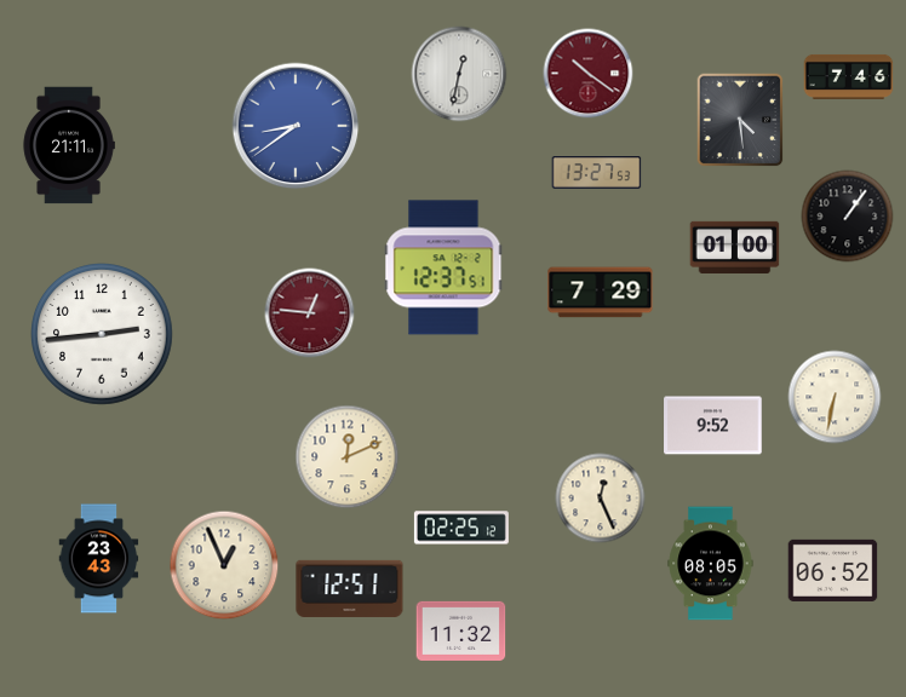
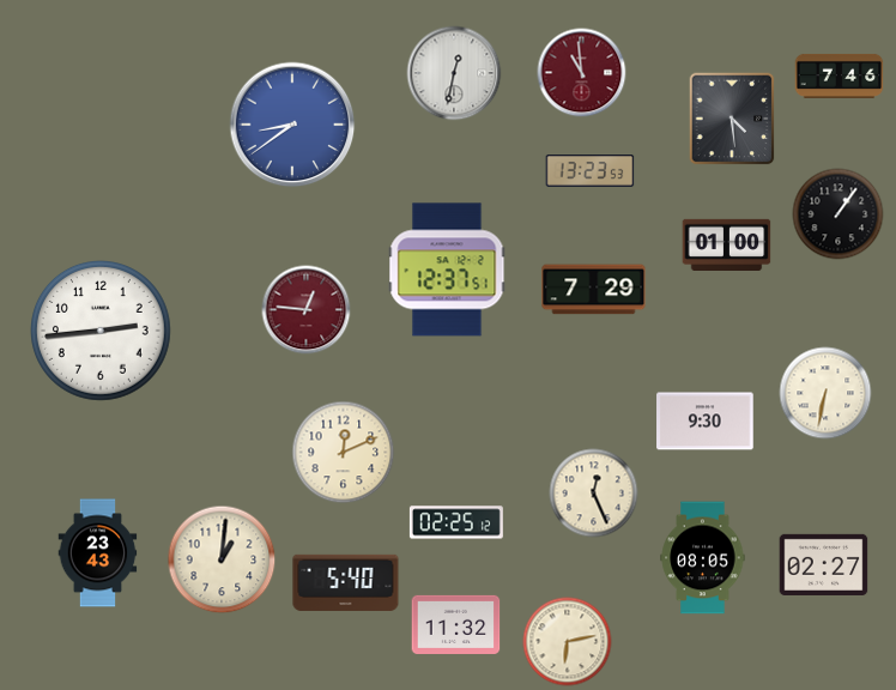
clock at (589, 74): 10:21 -> 10:59
clock at (69, 145): 21:11 -> none
clock at (597, 173): 13:27 -> 13:23
clock at (443, 267) position: (443, 267) -> (447, 270)
clock at (713, 426): 9:52 -> 9:30
clock at (224, 565): 12:56 -> 1:01
clock at (833, 570): 06:52 -> 02:27
clock at (350, 588): 12:51 -> 5:40
clock at (568, 642): none -> 6:13
